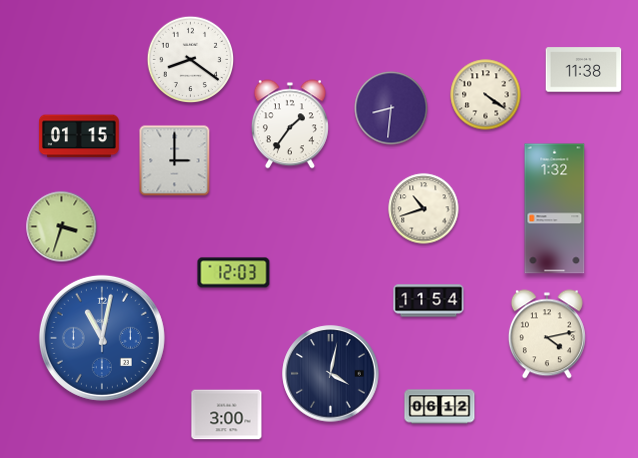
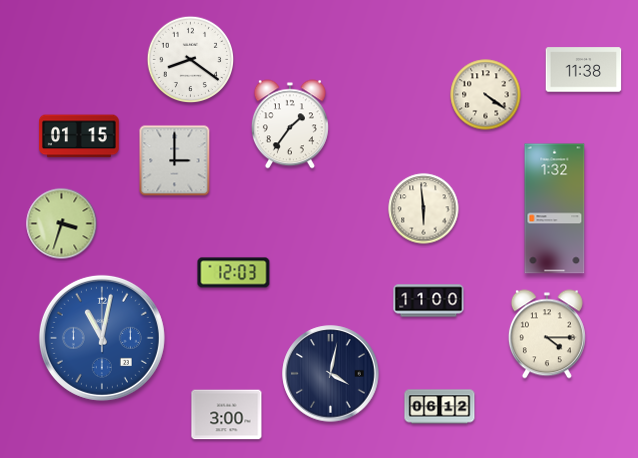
clock at (391, 108): 8:31 -> none
clock at (424, 209): 10:42 -> 5:59
clock at (62, 227) position: (62, 227) -> (62, 224)
clock at (429, 301): 11:54 -> 11:00
clock at (547, 334): 4:13 -> 4:15
